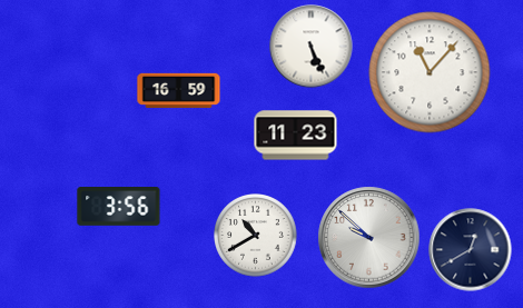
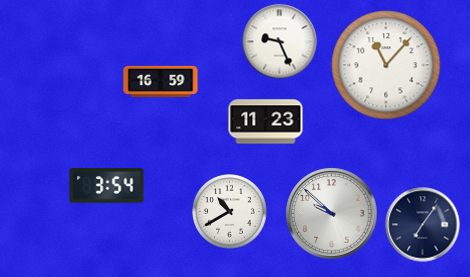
clock at (312, 47): 5:26 -> 9:26
clock at (119, 207): 3:56 -> 3:54
clock at (471, 250): 12:40 -> 7:06
